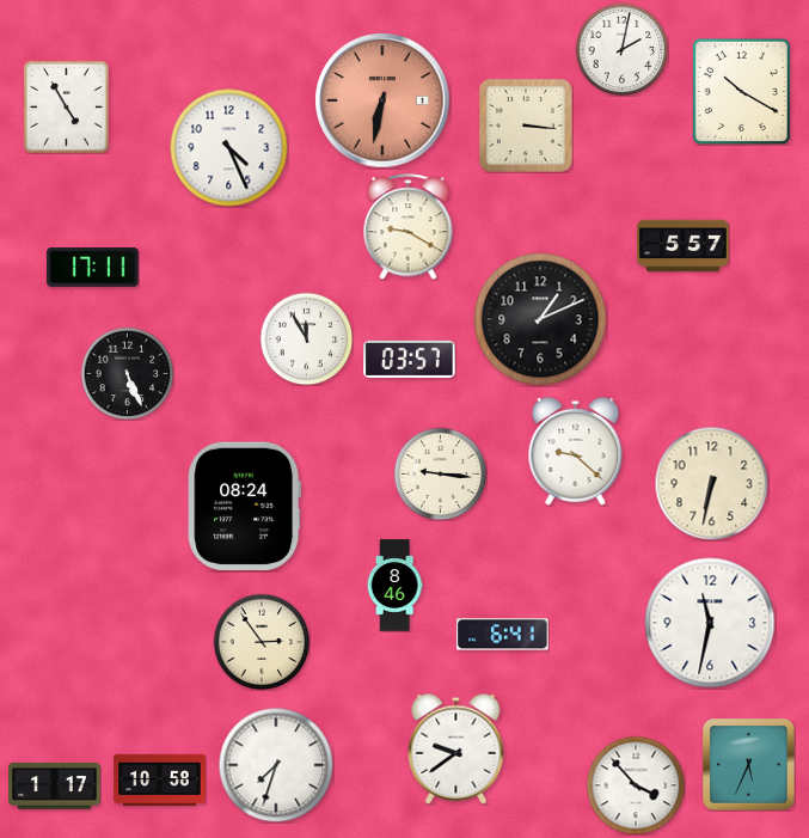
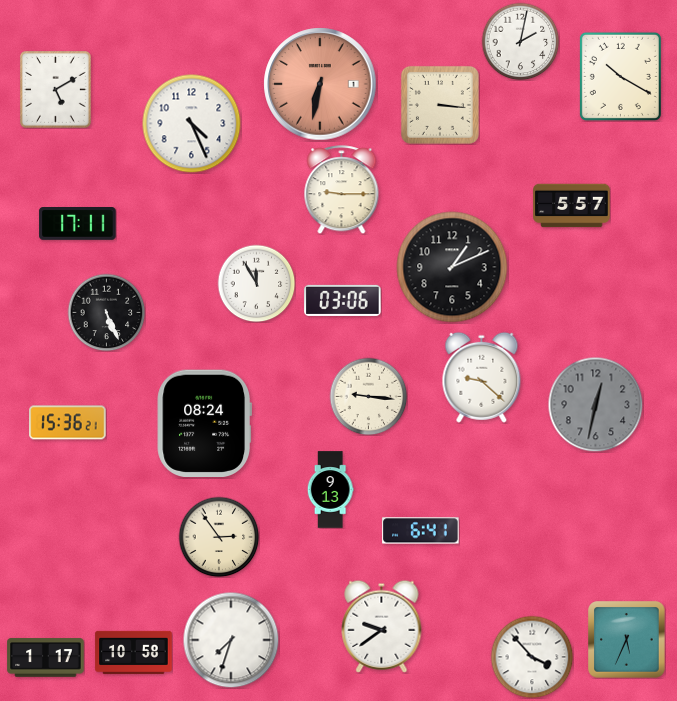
clock at (67, 108): 4:55 -> 5:10
clock at (409, 227): 9:20 -> 9:15
clock at (410, 359): 03:57 -> 03:06
clock at (711, 483): 6:32 -> 12:32
clock at (711, 483) dial: cream -> grey
clock at (68, 423): none -> 15:36
clock at (394, 586): 8:46 -> 9:13
clock at (710, 623): 11:32 -> none
